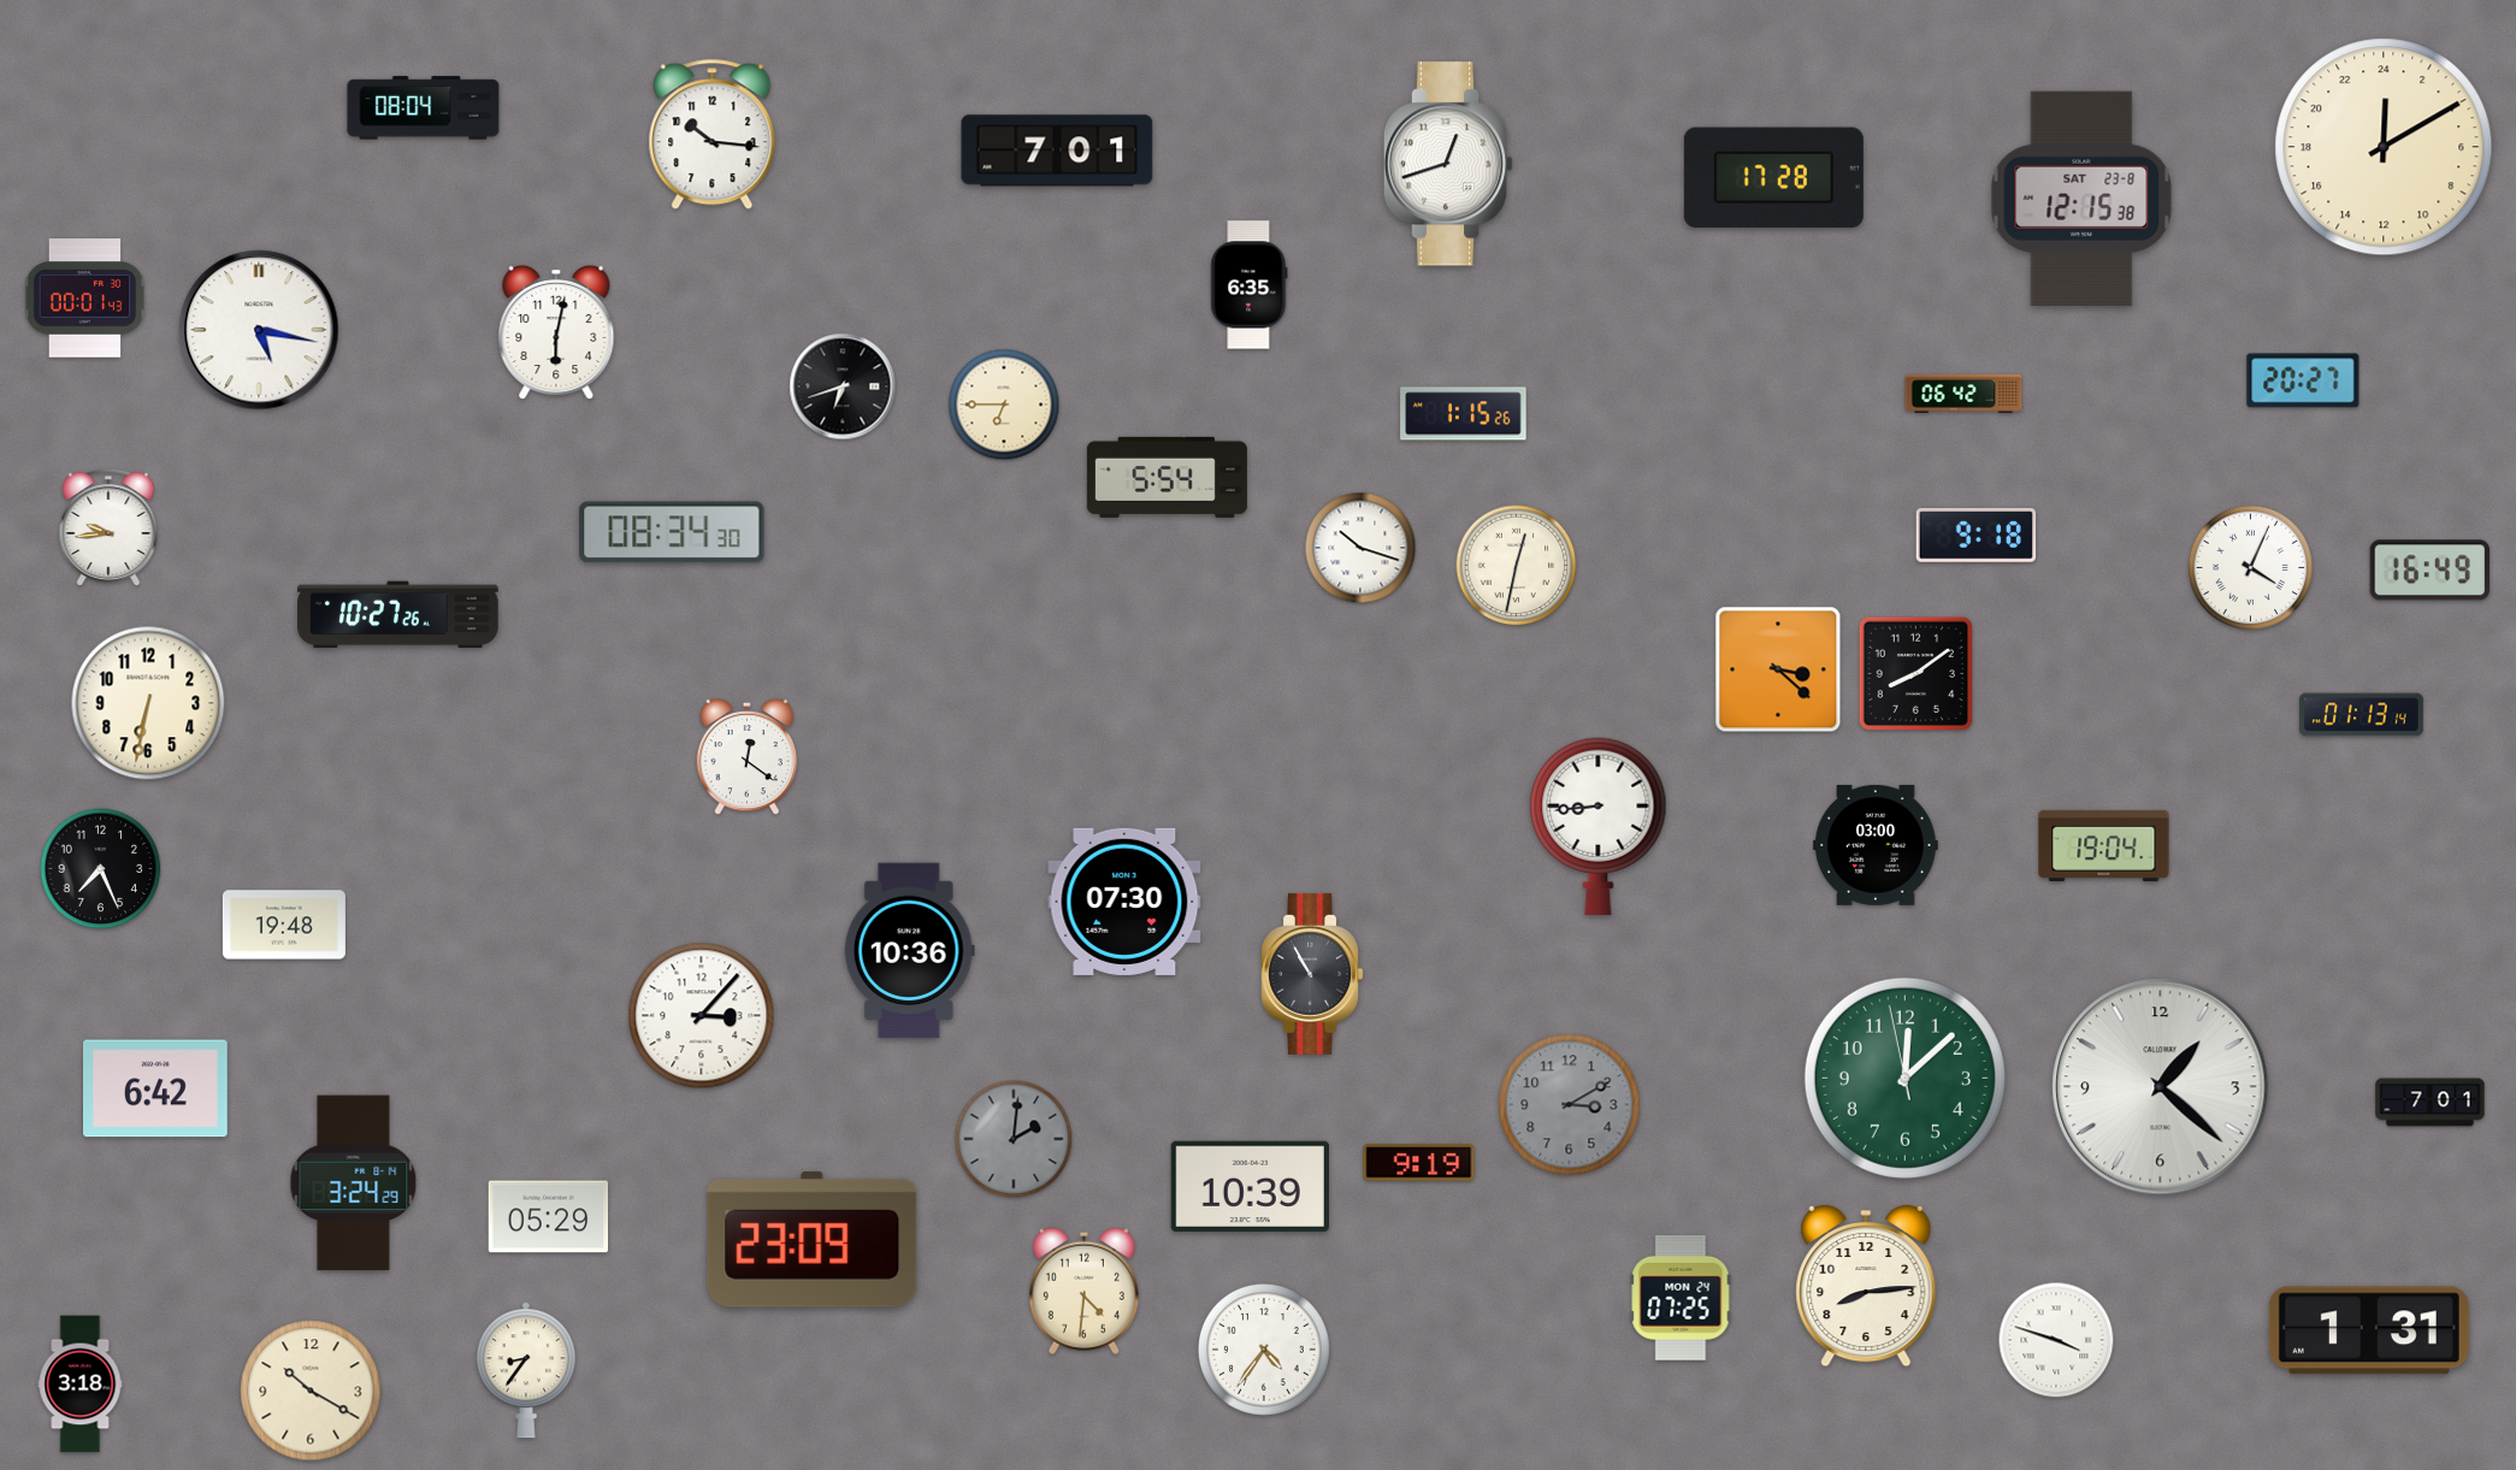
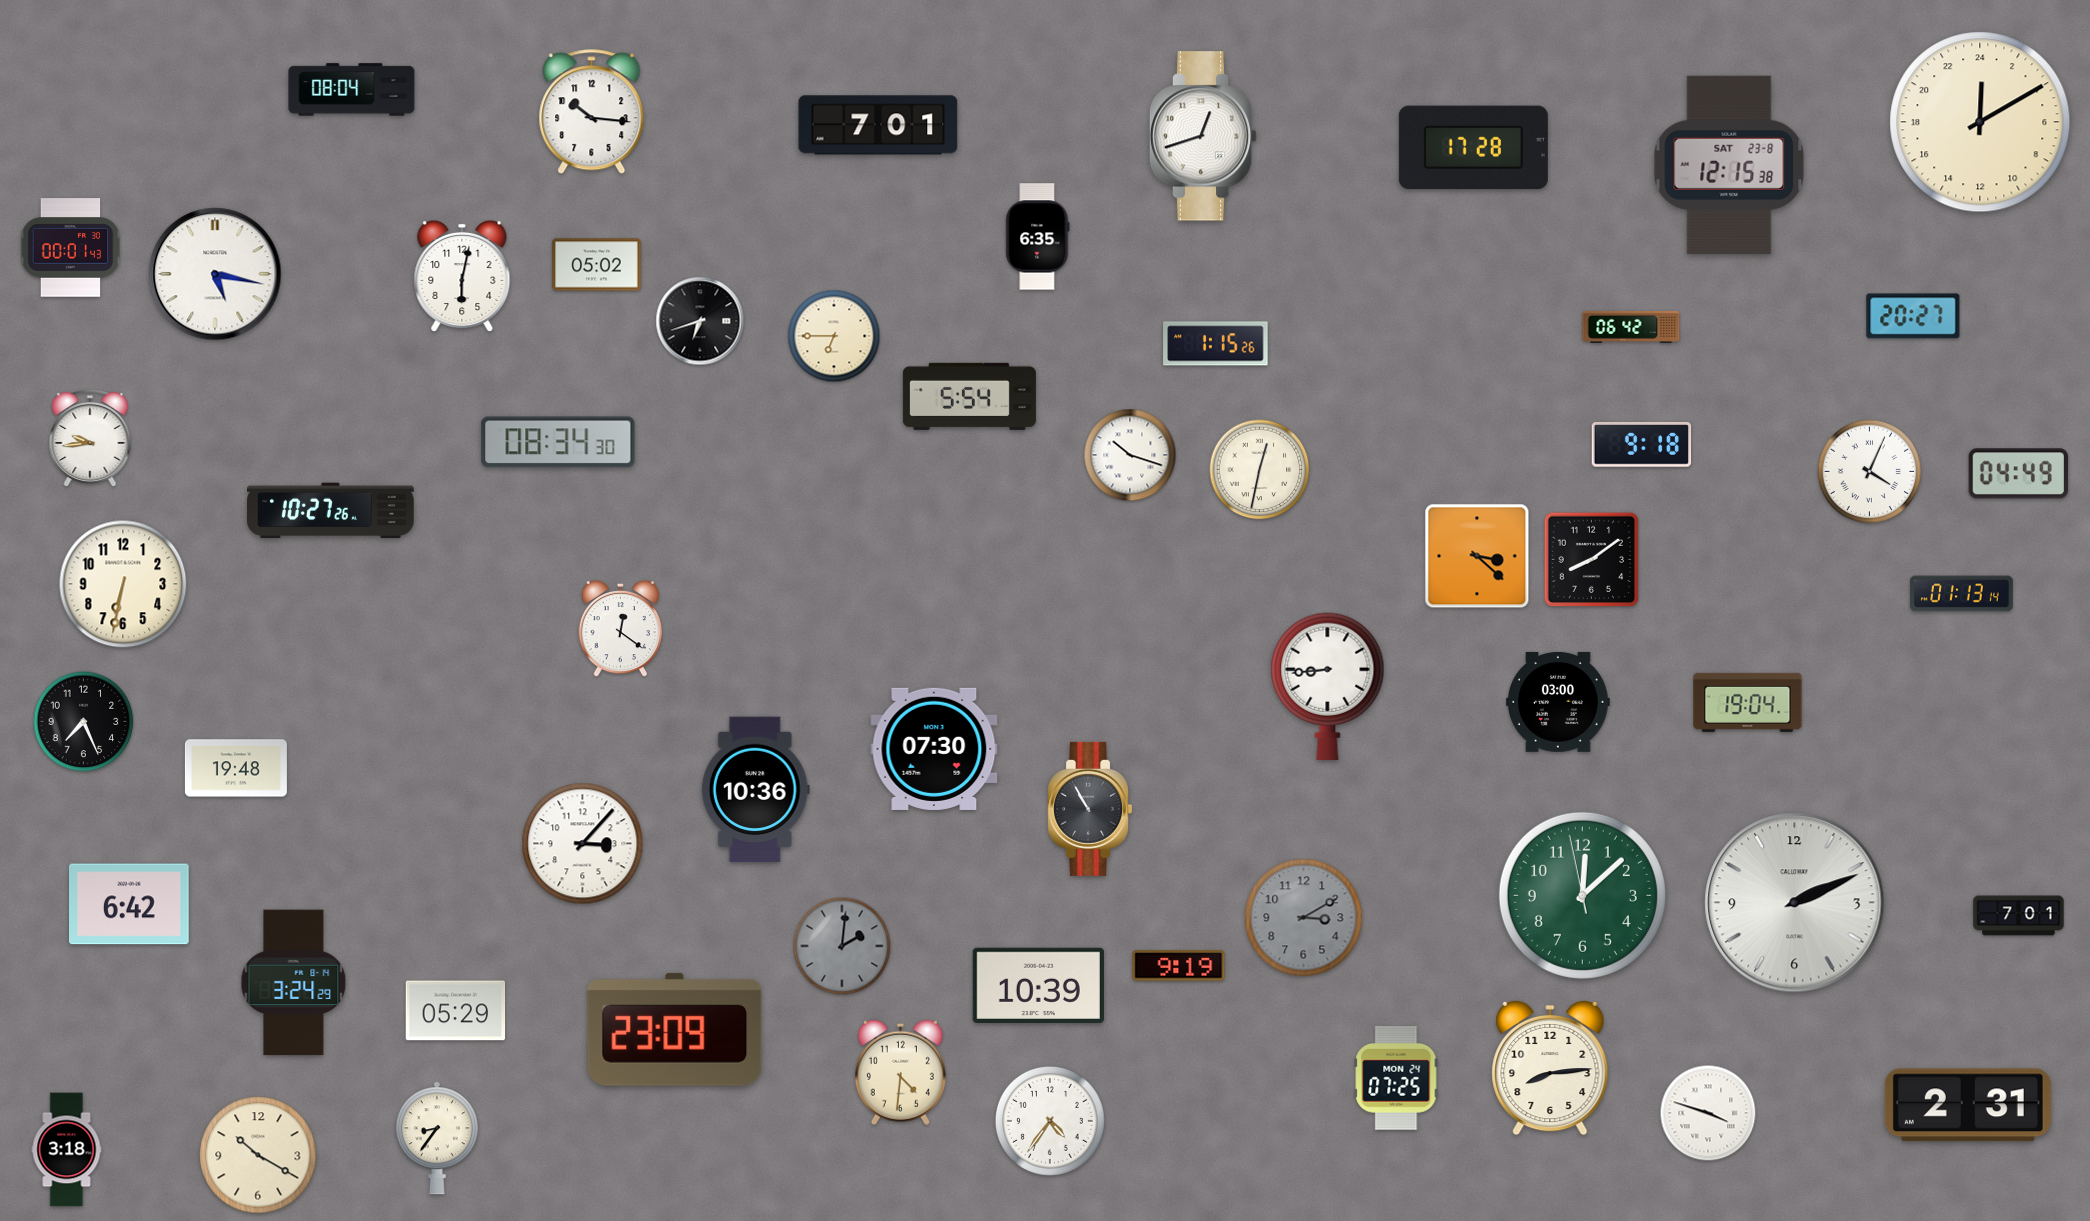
clock at (597, 265): none -> 05:02
clock at (2429, 571): 16:49 -> 04:49
clock at (2161, 1087): 1:22 -> 2:11
clock at (2369, 1330): 1:31 -> 2:31
